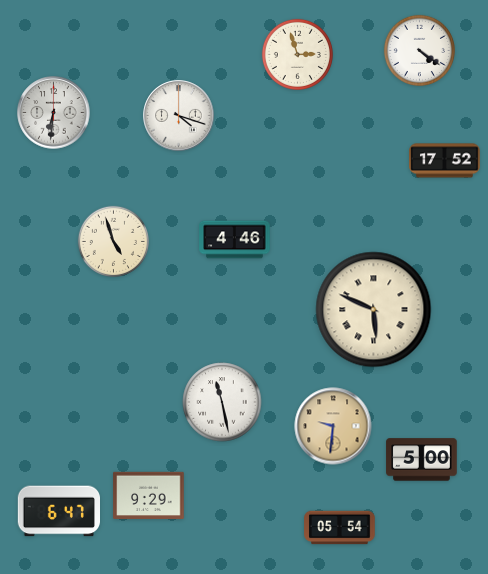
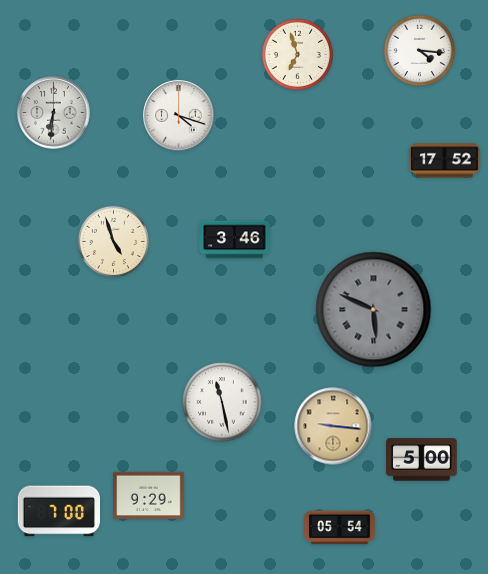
clock at (419, 50): 4:21 -> 4:16
clock at (297, 54): 2:57 -> 6:57
clock at (235, 240): 4:46 -> 3:46
clock at (374, 310) dial: cream -> grey
clock at (333, 426): 9:31 -> 9:16
clock at (58, 511): 6:47 -> 7:00
